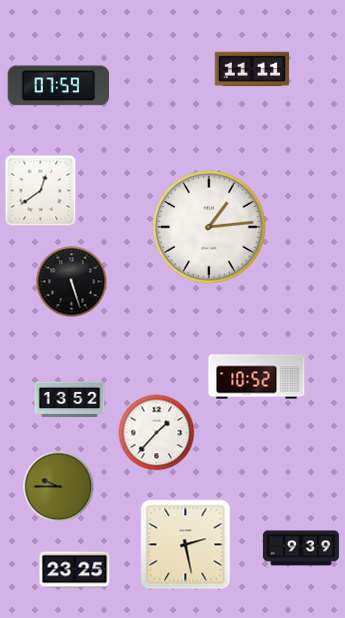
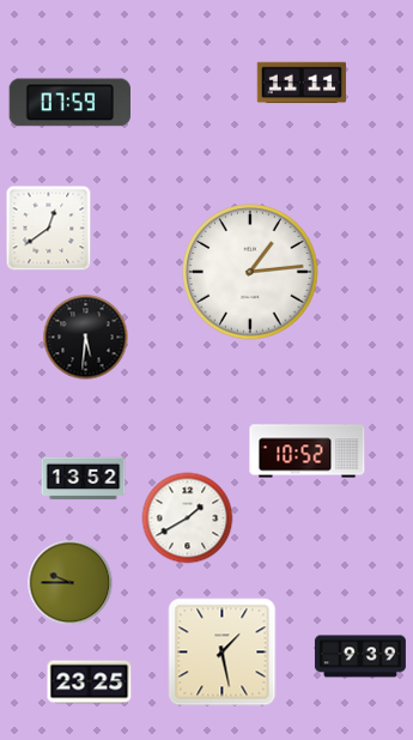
clock at (72, 282): 5:27 -> 5:31
clock at (157, 433): 1:37 -> 1:40
clock at (186, 545): 2:28 -> 1:28
